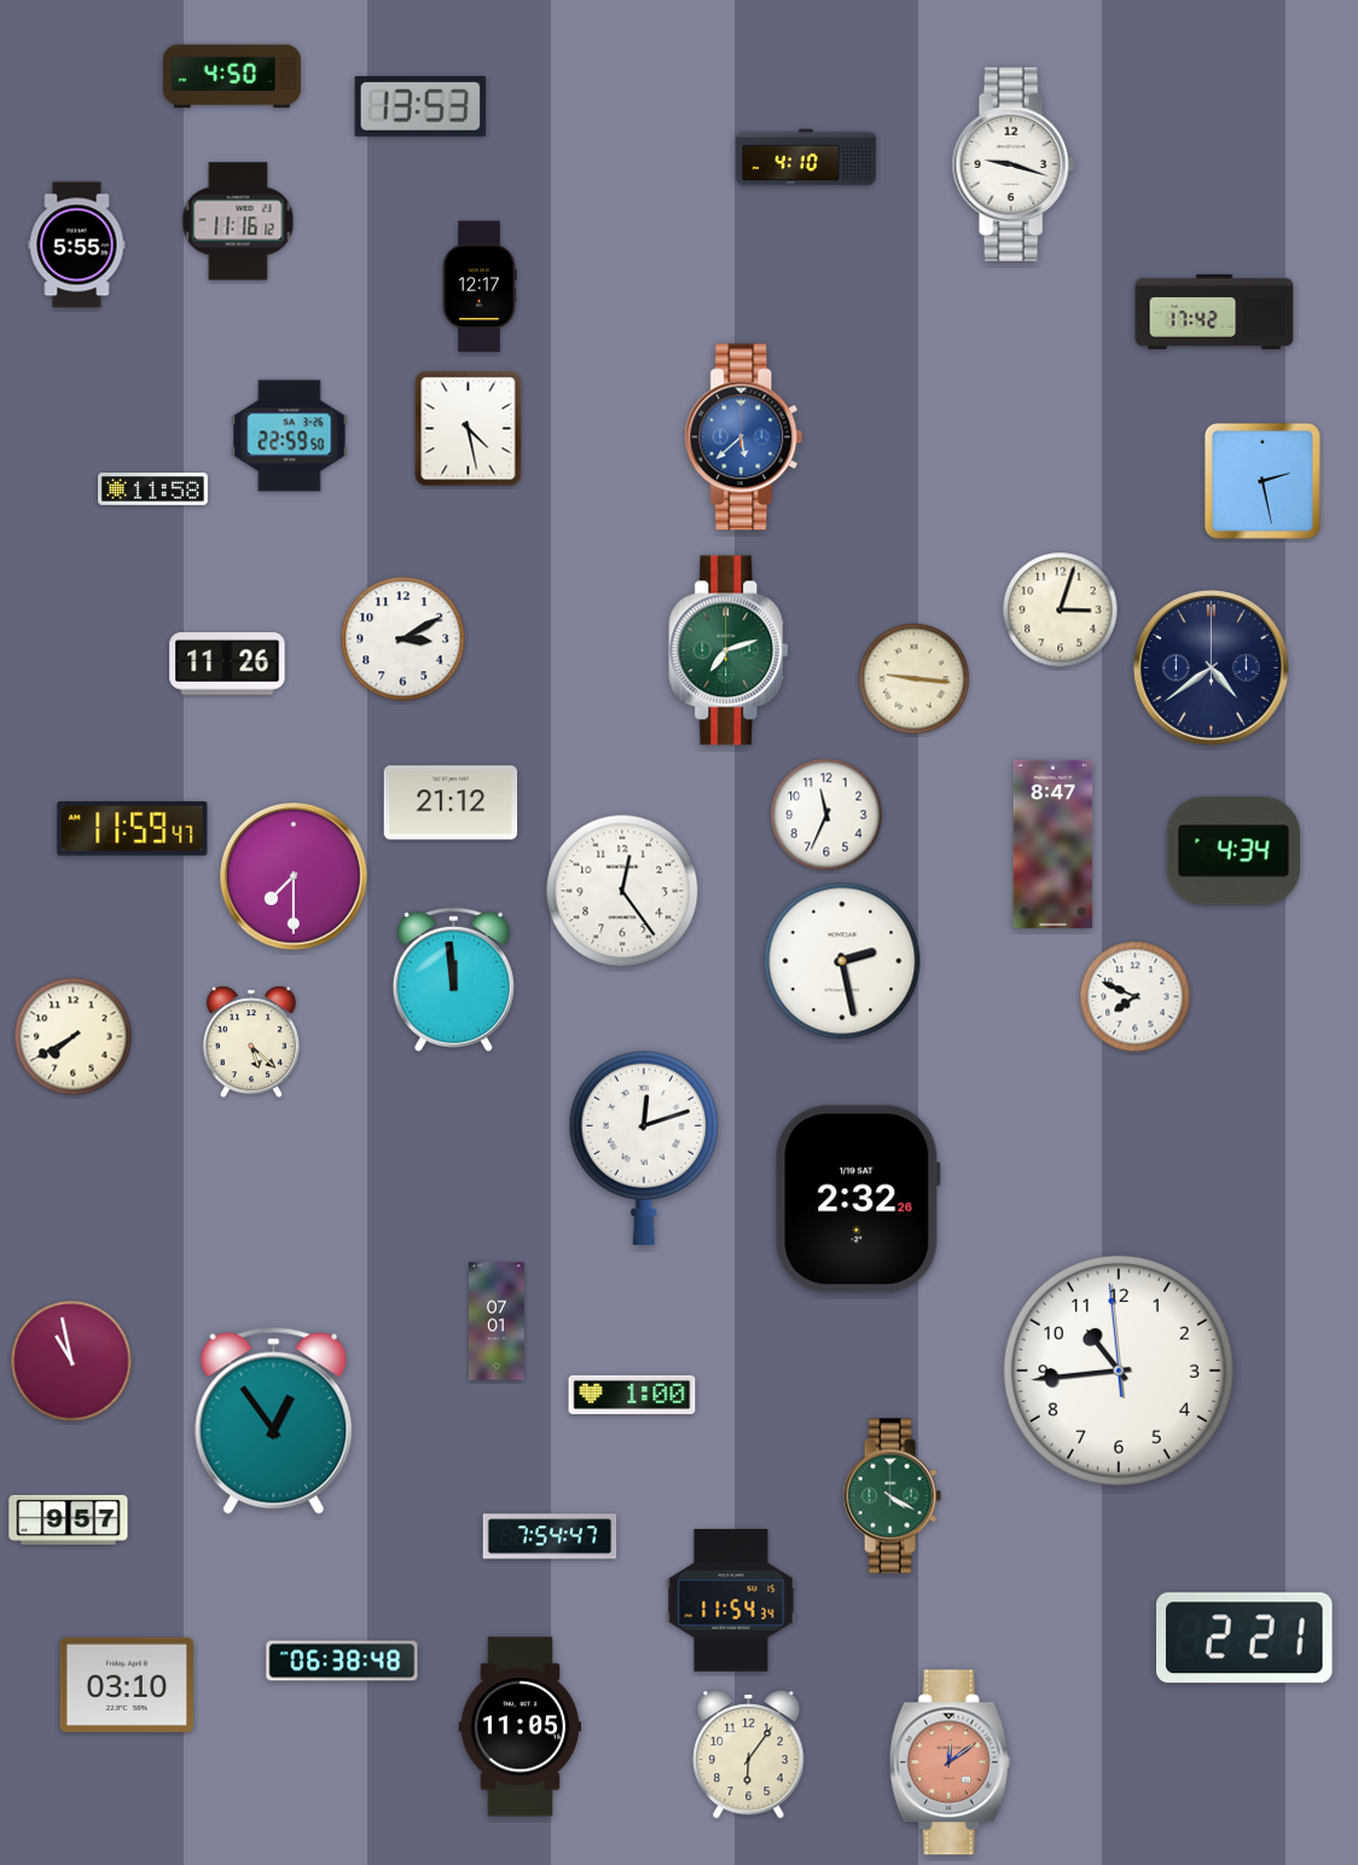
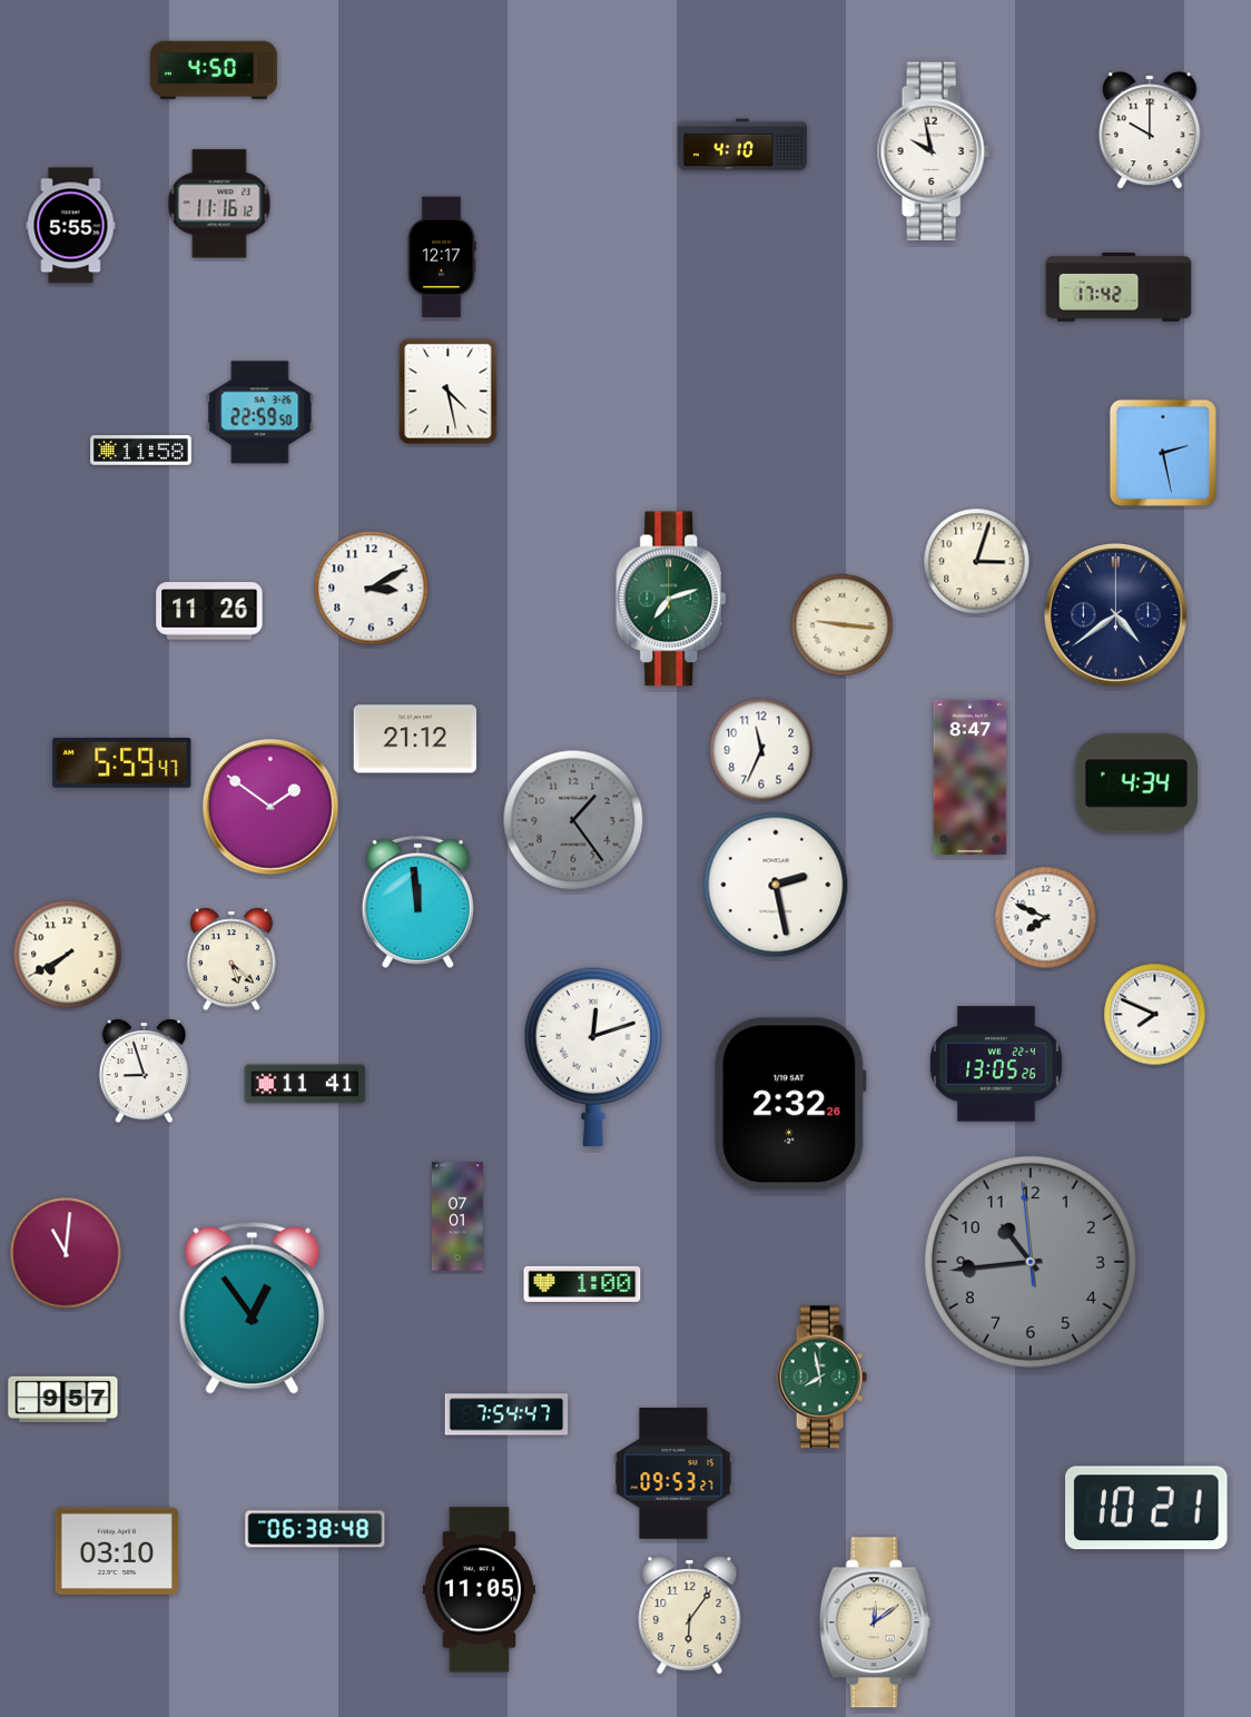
clock at (420, 106): 13:53 -> none
clock at (1150, 130): none -> 10:00
clock at (1014, 164): 9:18 -> 9:58
clock at (480, 286) position: (480, 286) -> (442, 257)
clock at (469, 429) position: (469, 429) -> (449, 392)
clock at (290, 436) position: (290, 436) -> (260, 413)
clock at (744, 438): 5:38 -> none
clock at (1263, 481) position: (1263, 481) -> (1163, 453)
clock at (133, 829): 11:59 -> 5:59
clock at (295, 878): 7:30 -> 1:51
clock at (622, 891): 12:24 -> 1:24
clock at (622, 891) dial: white -> grey
clock at (1155, 1015): none -> 7:49
clock at (996, 1064): none -> 13:05
clock at (144, 1072): none -> 8:57
clock at (305, 1084): none -> 11:41
clock at (71, 1361): 10:58 -> 11:01
clock at (1119, 1371) dial: white -> grey
clock at (892, 1496): 4:20 -> 7:58
clock at (731, 1600): 11:54 -> 09:53
clock at (1244, 1638): 2:21 -> 10:21
clock at (950, 1762) dial: salmon -> cream
